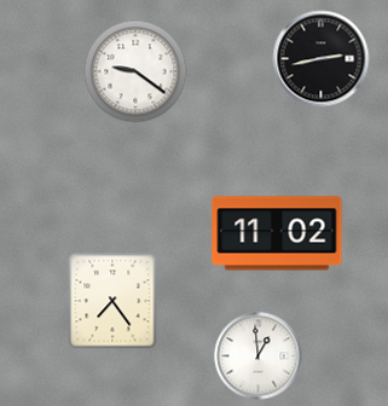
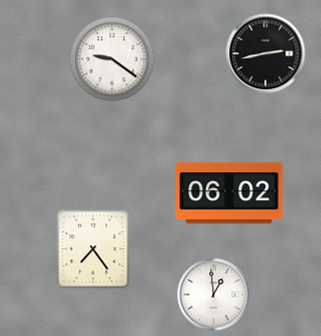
clock at (322, 59) position: (322, 59) -> (266, 54)
clock at (277, 233): 11:02 -> 06:02
